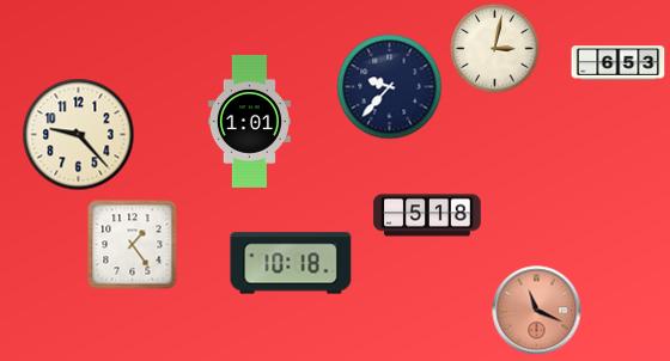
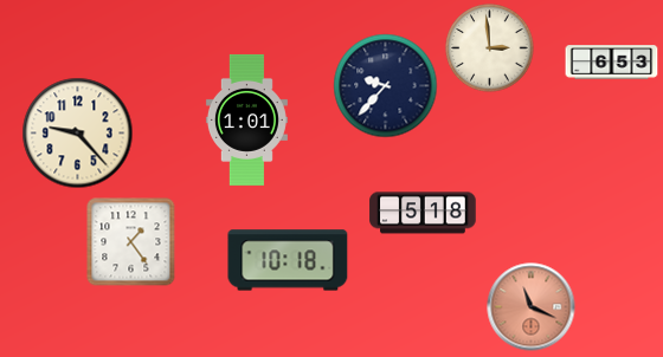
clock at (495, 49): 3:02 -> 2:59
